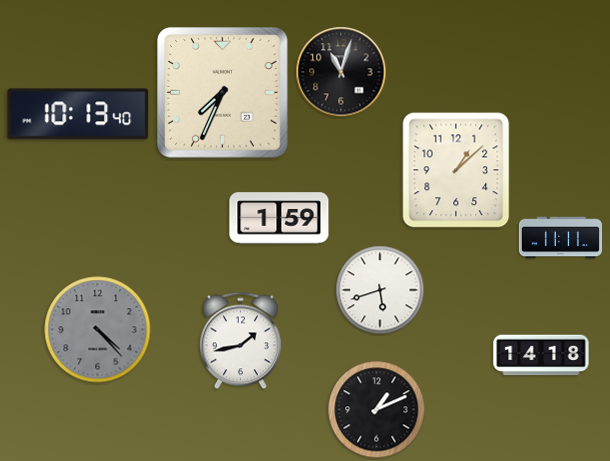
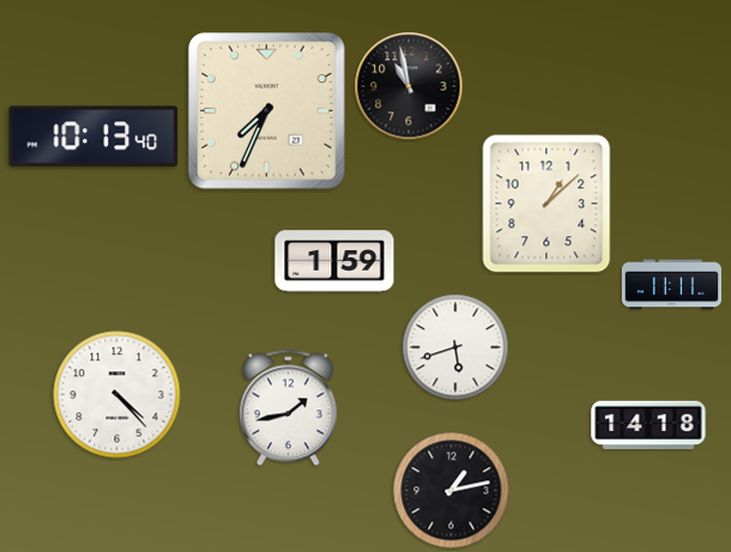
clock at (341, 72): 11:03 -> 10:58
clock at (98, 330) dial: grey -> white
clock at (377, 410): 1:11 -> 1:13
